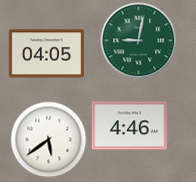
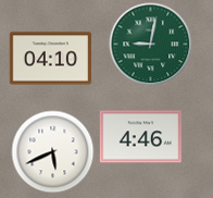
clock at (46, 54): 04:05 -> 04:10
clock at (49, 140): 5:39 -> 5:41
